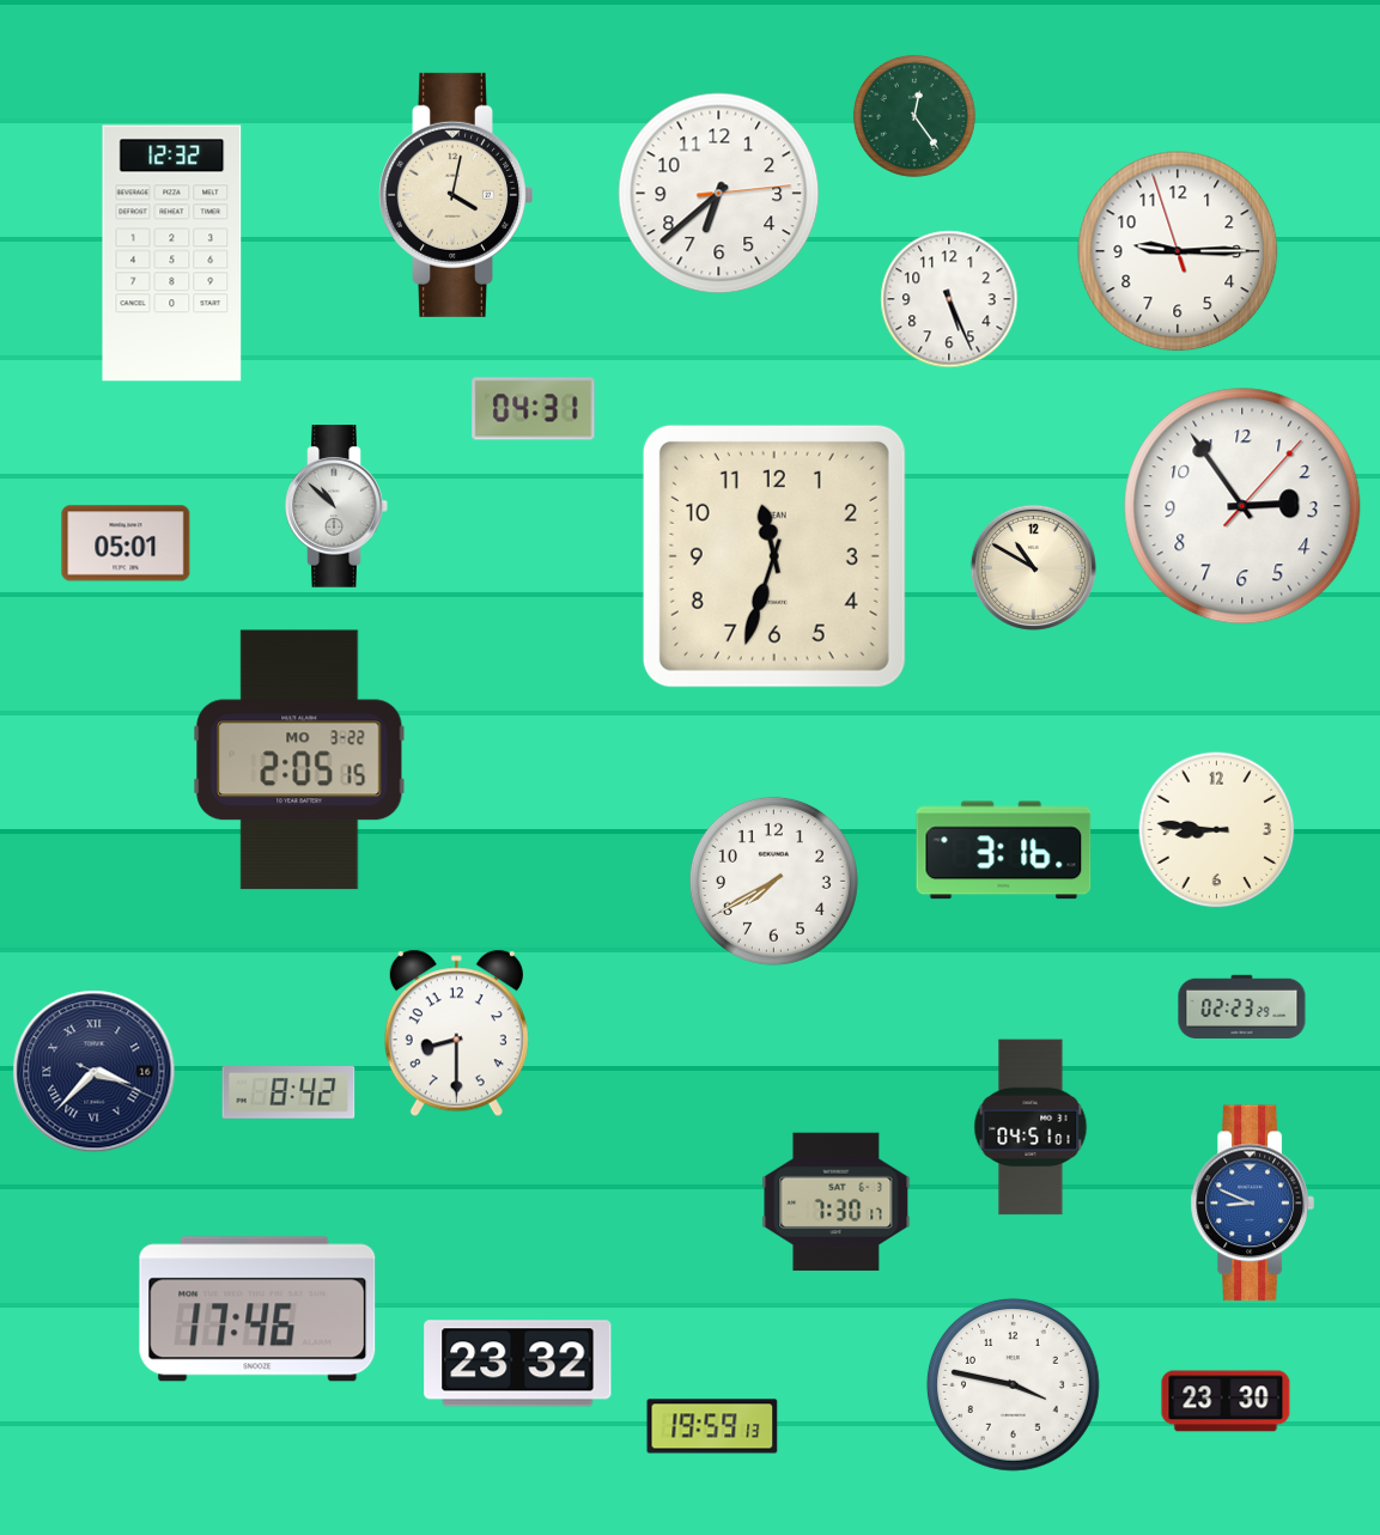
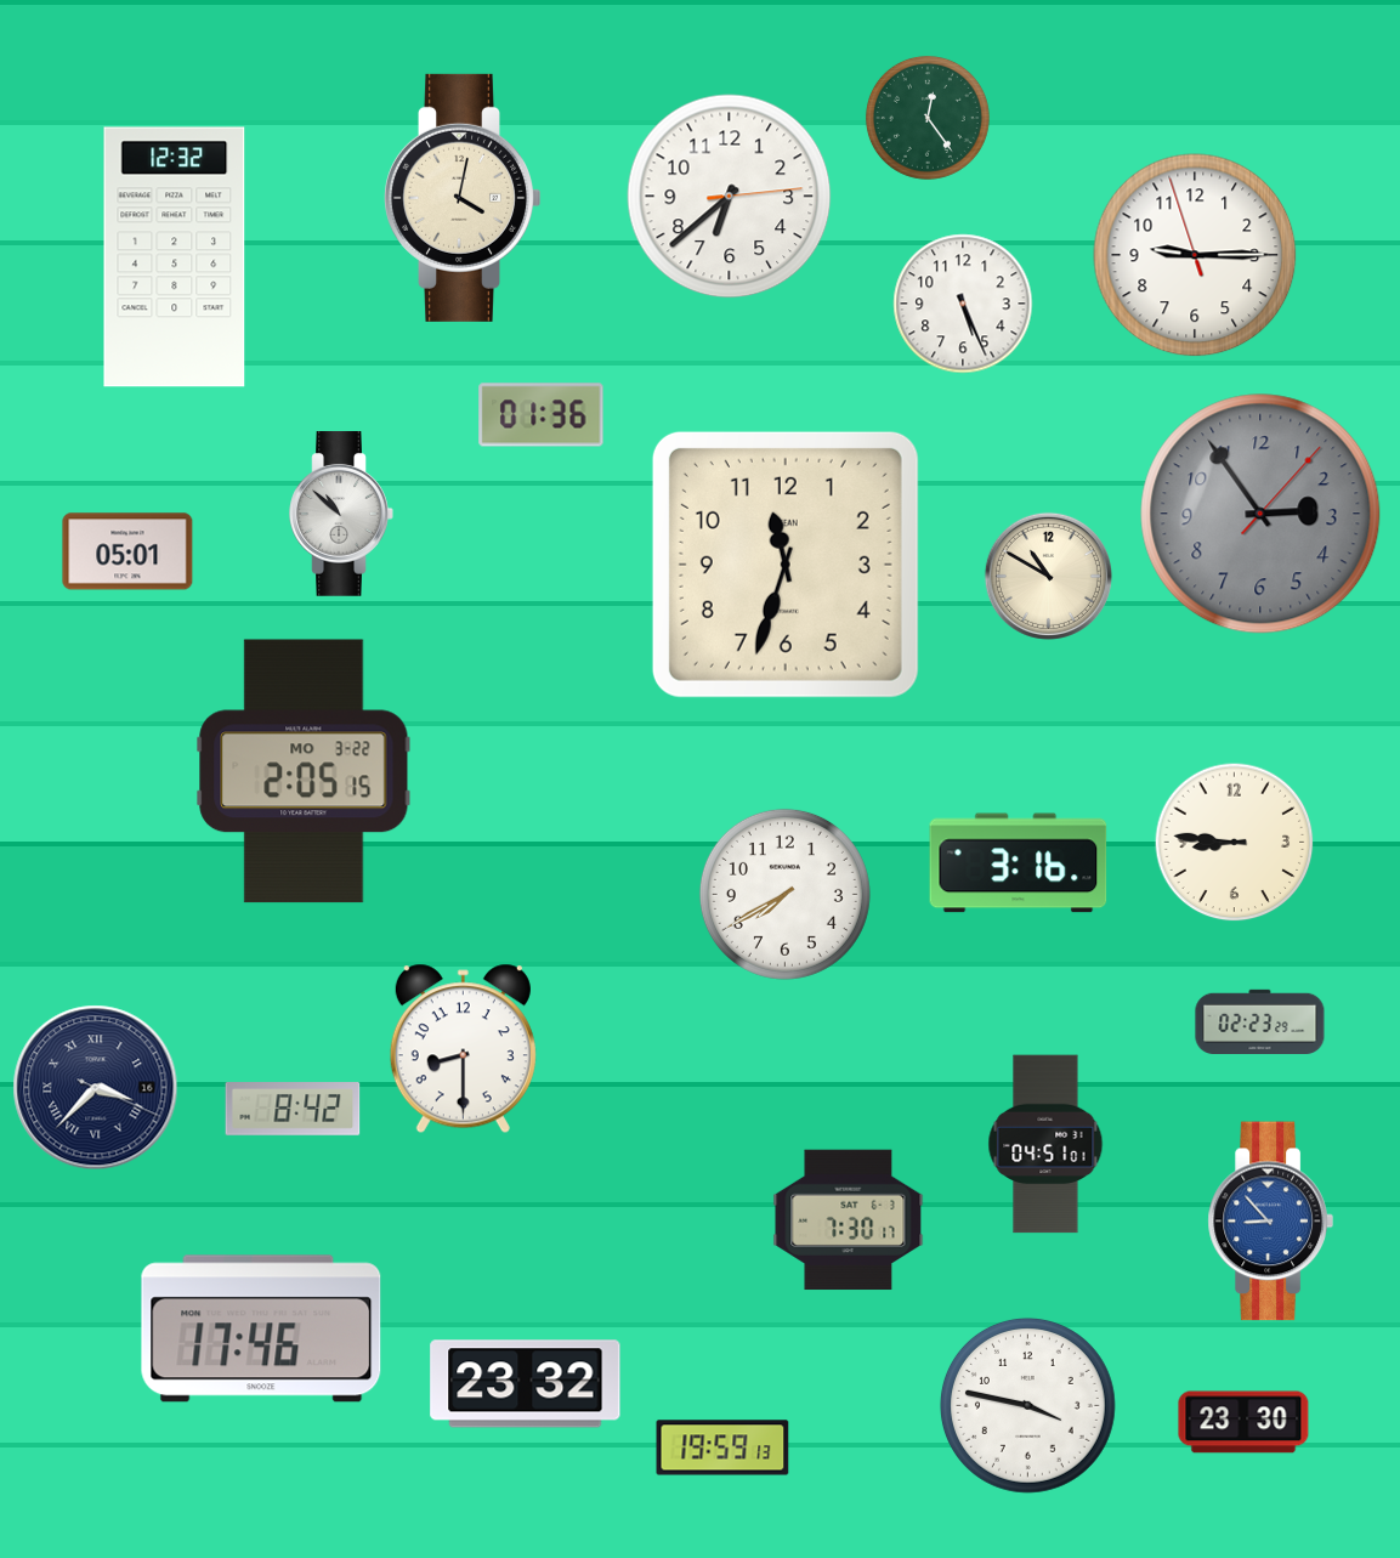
clock at (534, 409): 04:31 -> 01:36
clock at (1242, 506) dial: white -> grey
clock at (1252, 1204): 8:49 -> 8:53
